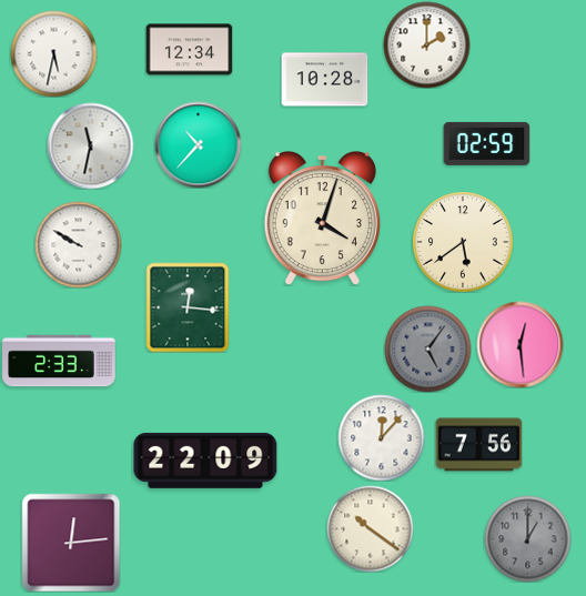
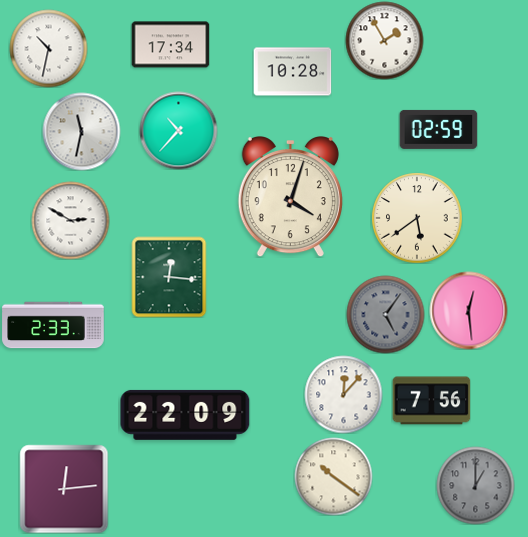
clock at (426, 44): 2:00 -> 1:55
clock at (189, 50): 12:34 -> 17:34
clock at (53, 53): 5:32 -> 10:32
clock at (78, 244): 9:50 -> 2:50
